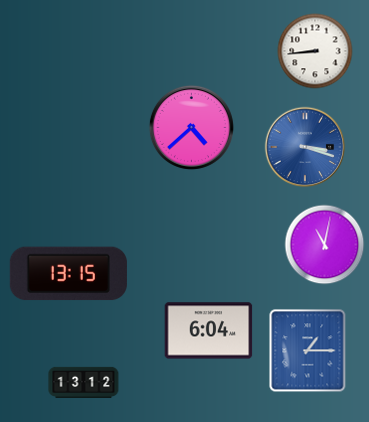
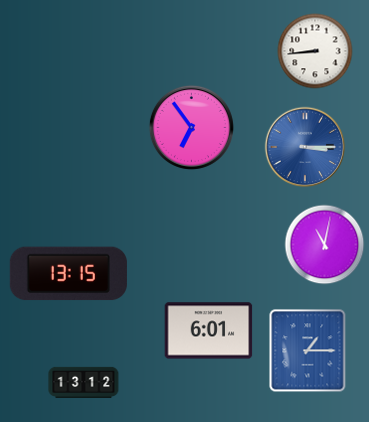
clock at (191, 127): 4:38 -> 6:54
clock at (305, 147): 3:18 -> 3:15
clock at (209, 331): 6:04 -> 6:01
